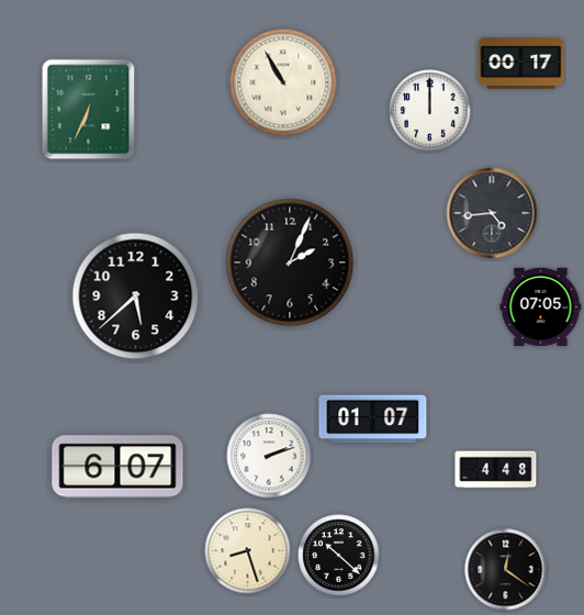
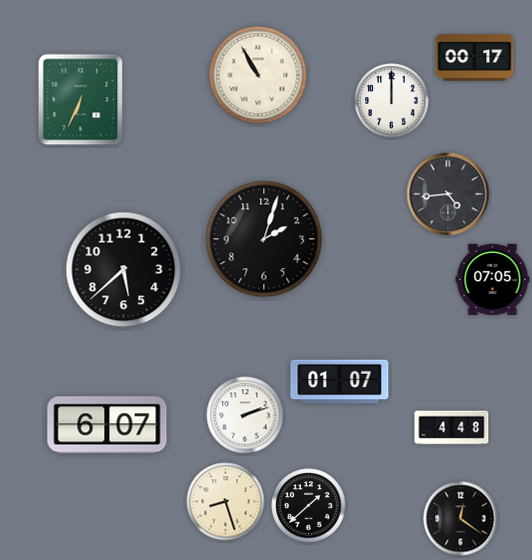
clock at (290, 262): 2:04 -> 2:03
clock at (339, 556): 10:22 -> 1:38
